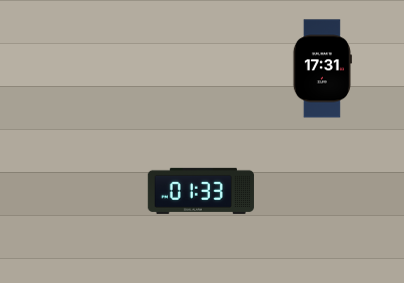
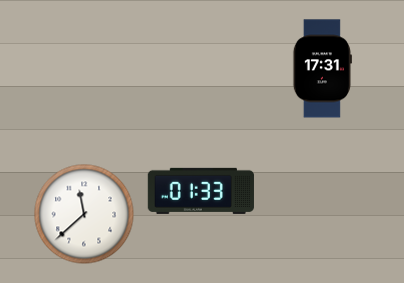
clock at (84, 214): none -> 11:38
